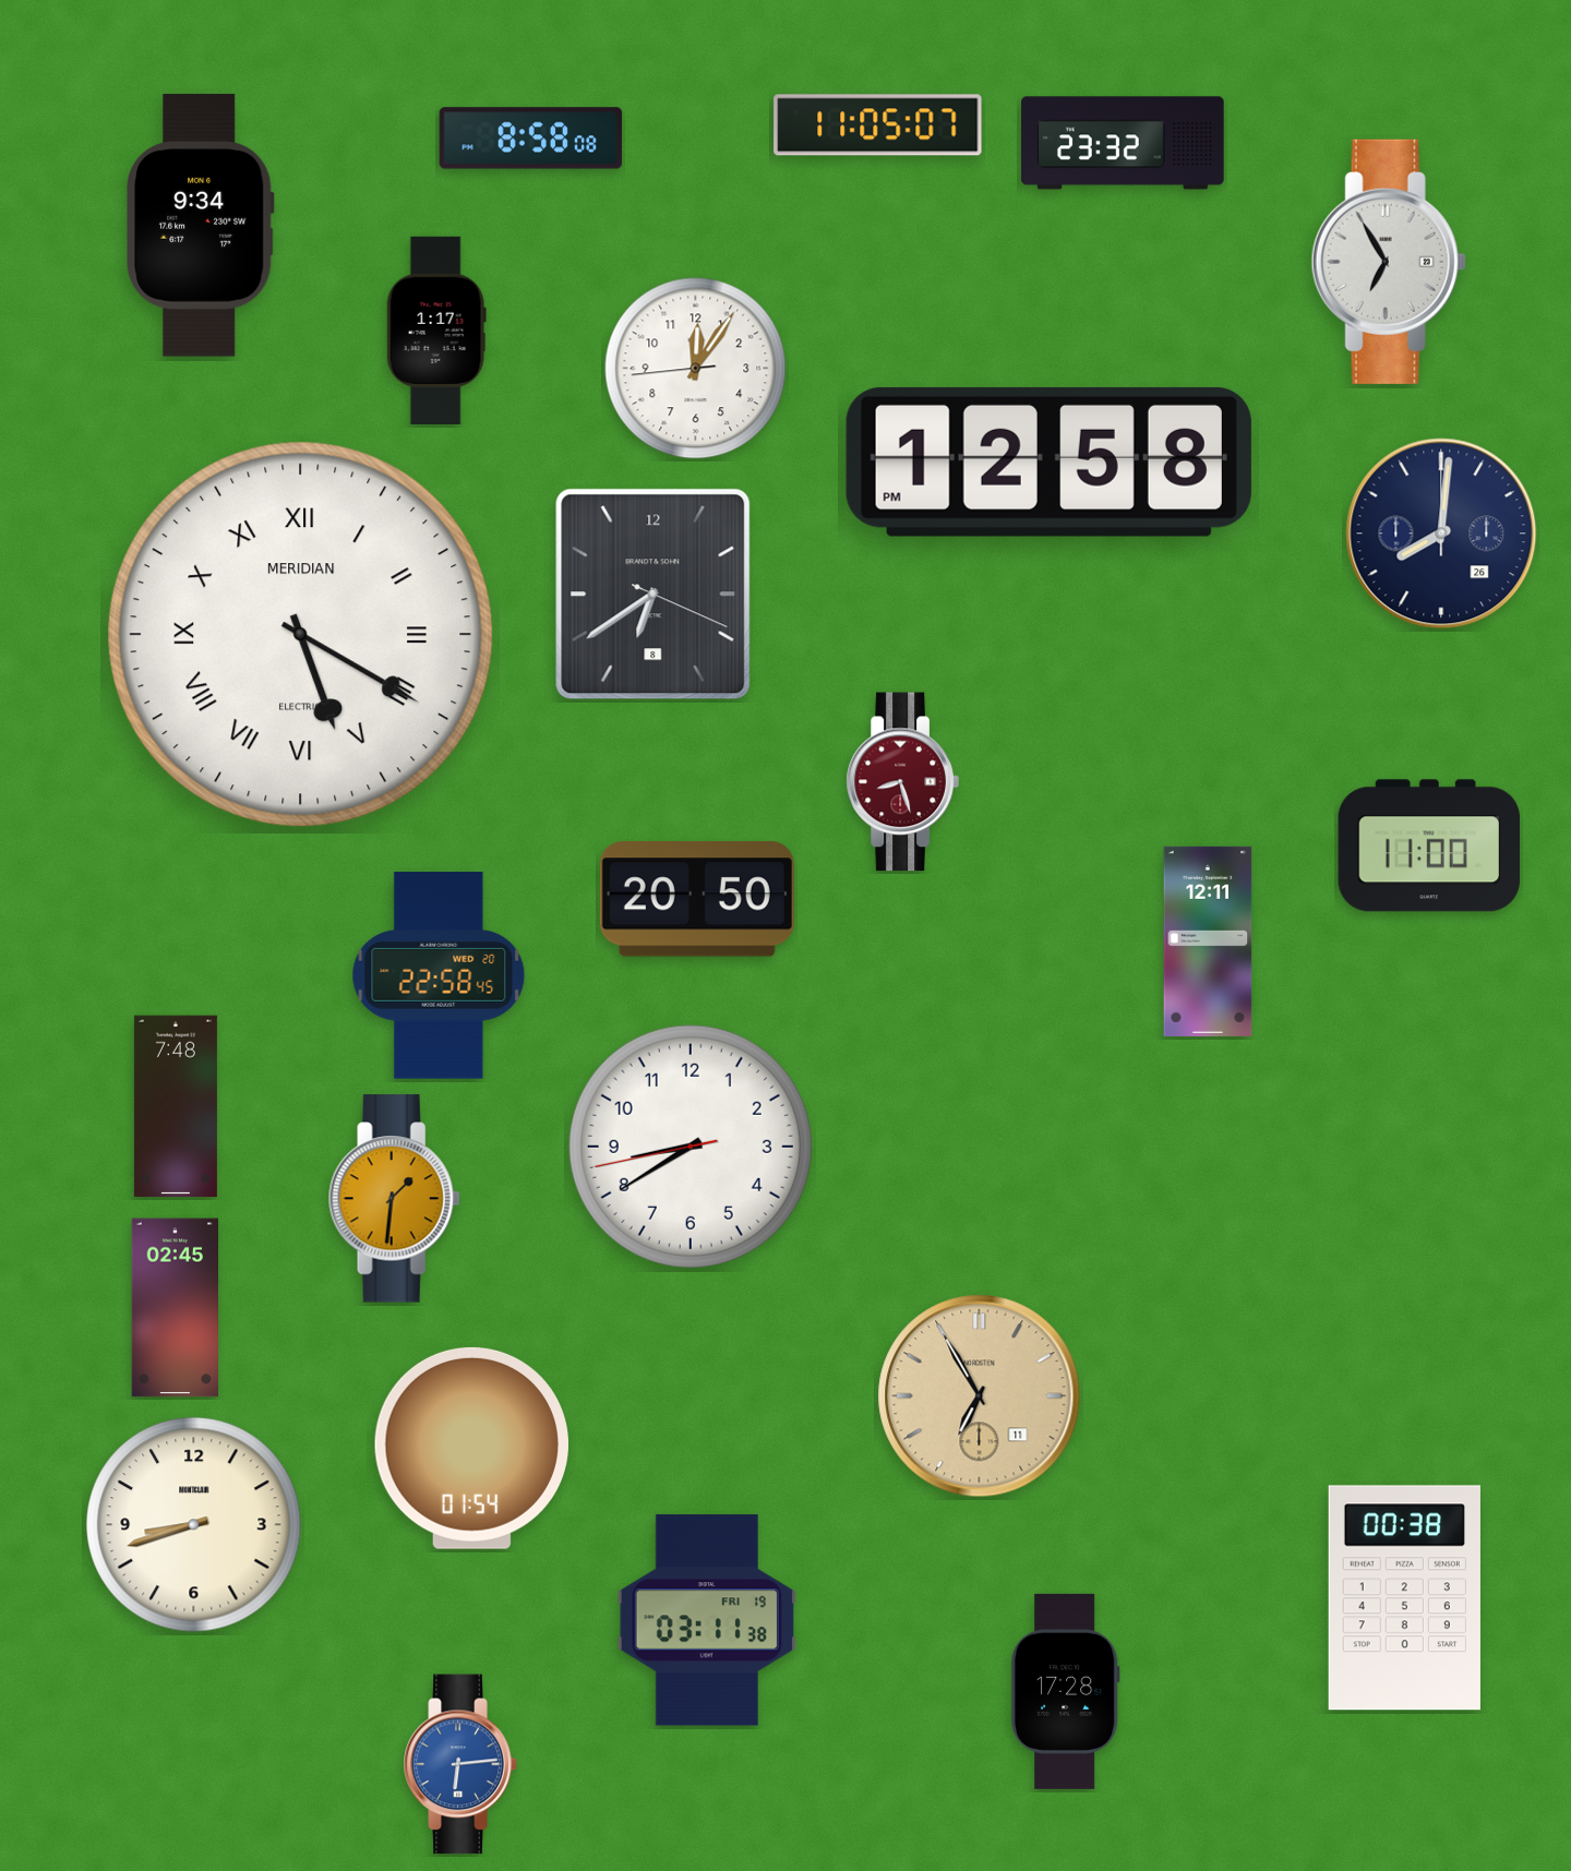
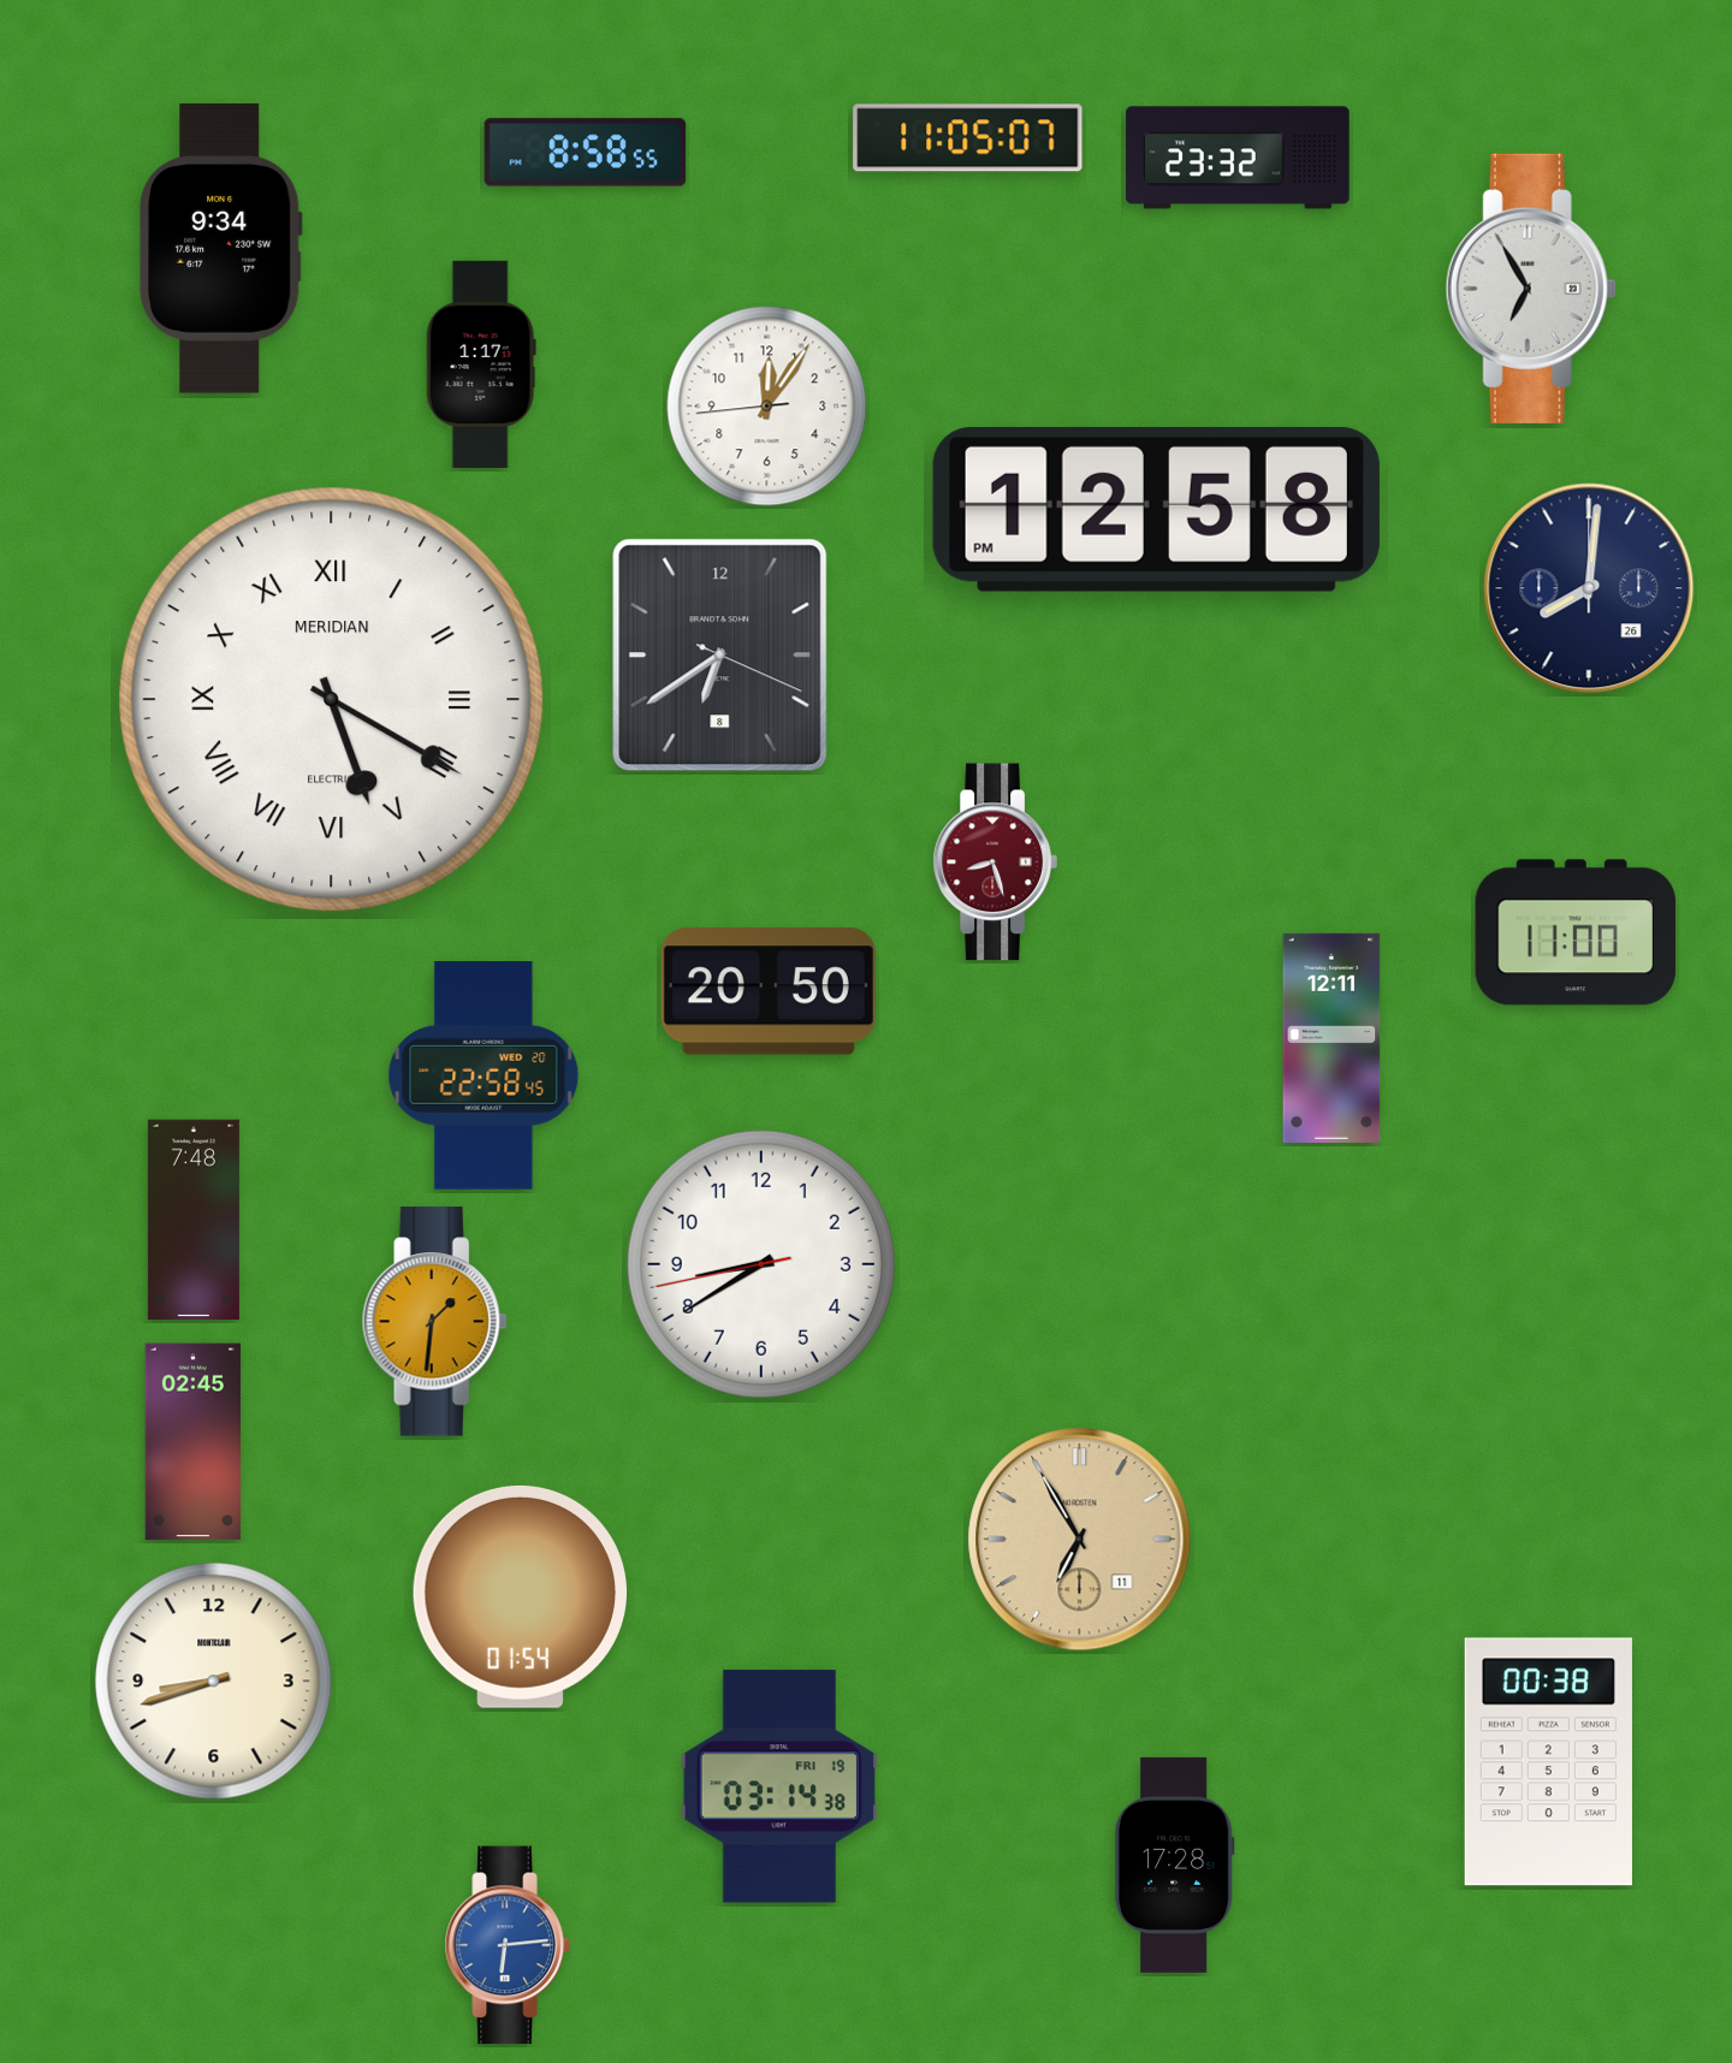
clock at (531, 139): 8:58:08 -> 8:58:55
clock at (707, 1620): 03:11 -> 03:14
